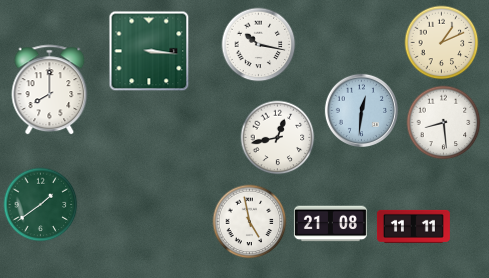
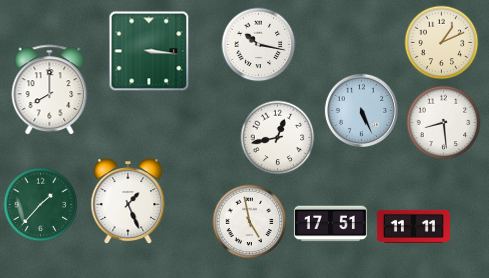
clock at (361, 110): 12:31 -> 5:26
clock at (128, 202): none -> 1:26
clock at (41, 205): 1:39 -> 1:37
clock at (330, 224): 21:08 -> 17:51
